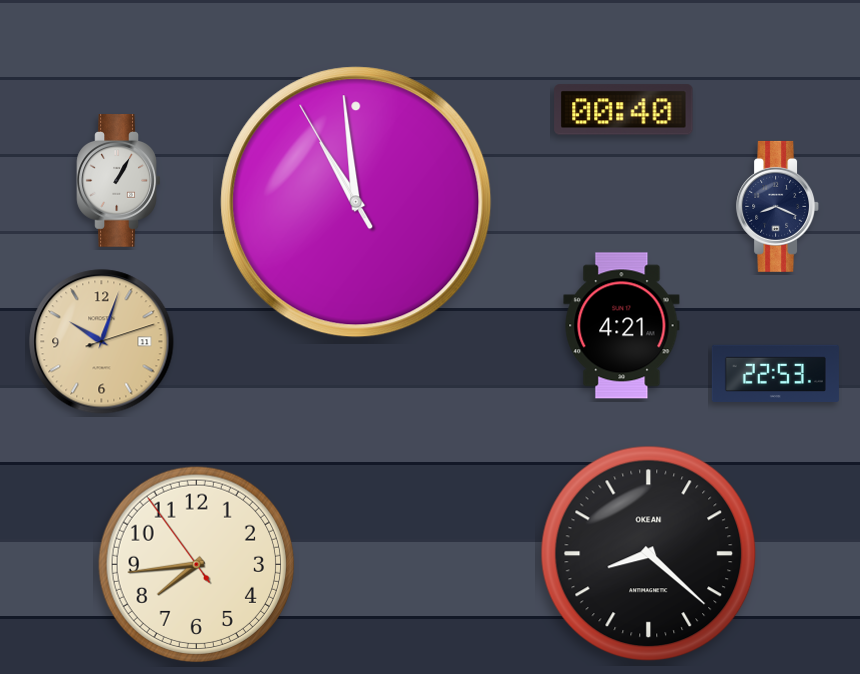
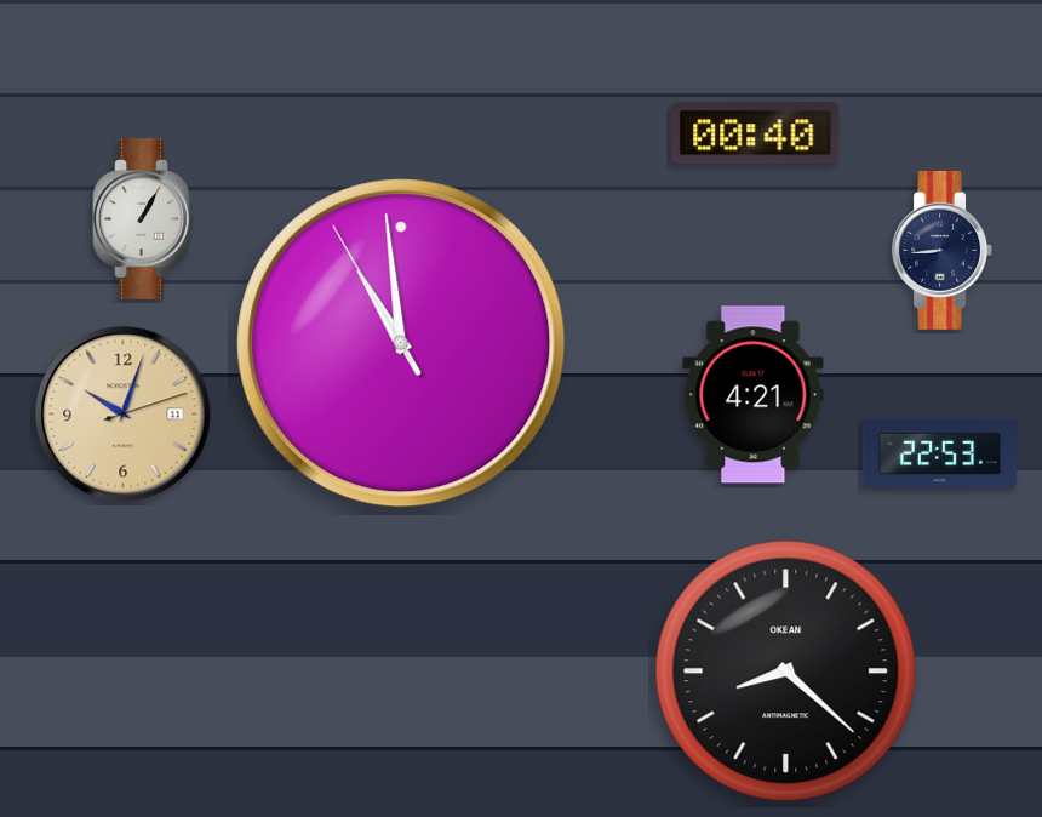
clock at (356, 202) position: (356, 202) -> (401, 343)
clock at (778, 206): 8:19 -> 8:44
clock at (197, 565): 7:43 -> none
